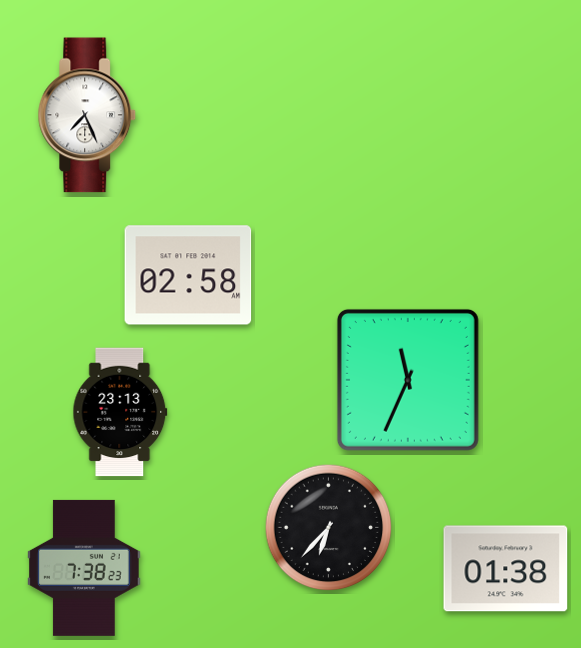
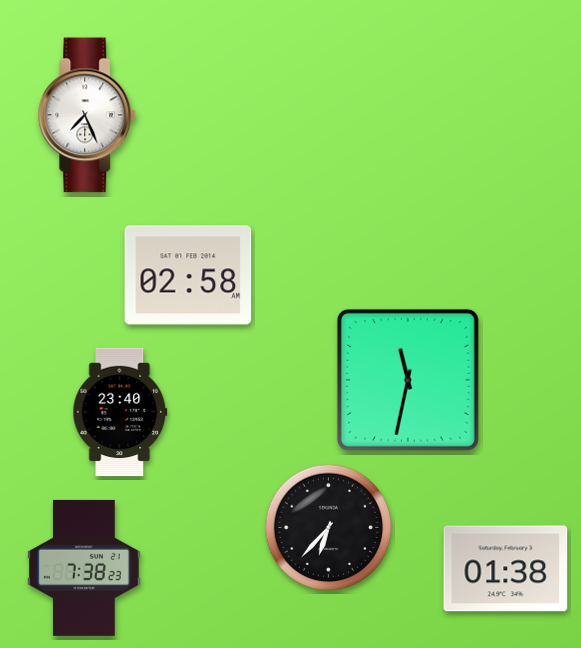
clock at (408, 380): 11:34 -> 11:32
clock at (120, 412): 23:13 -> 23:40
